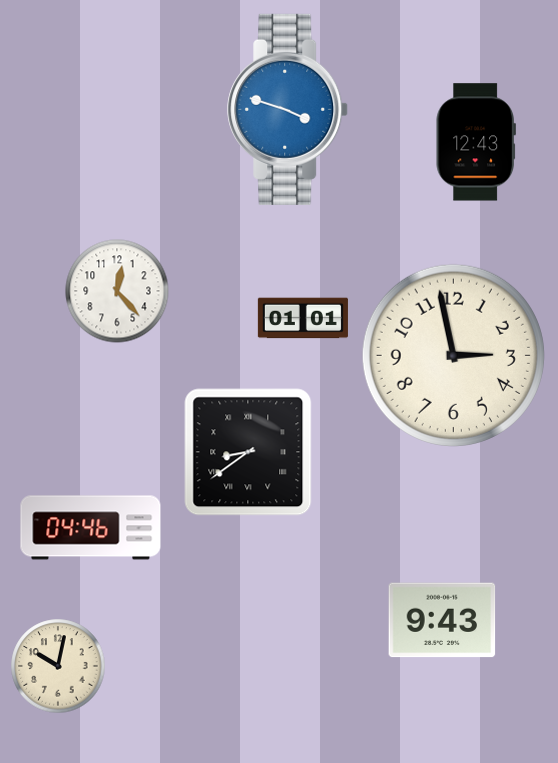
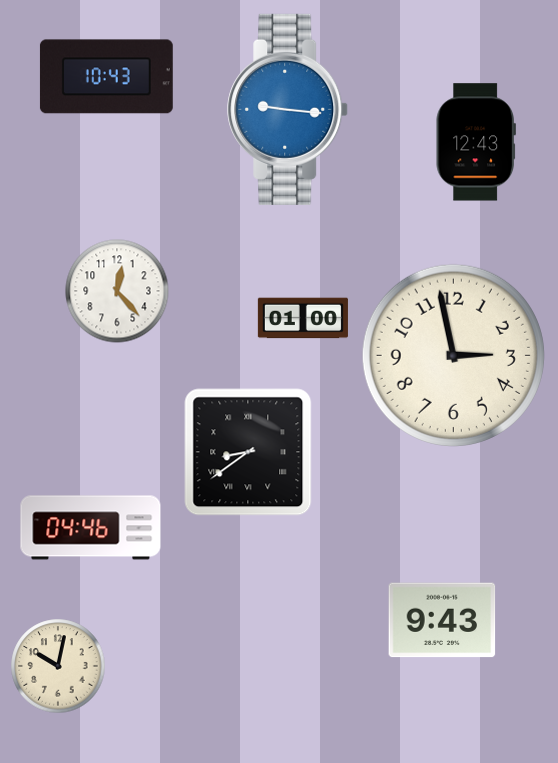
clock at (106, 77): none -> 10:43
clock at (288, 109): 3:48 -> 9:16
clock at (303, 318): 01:01 -> 01:00
